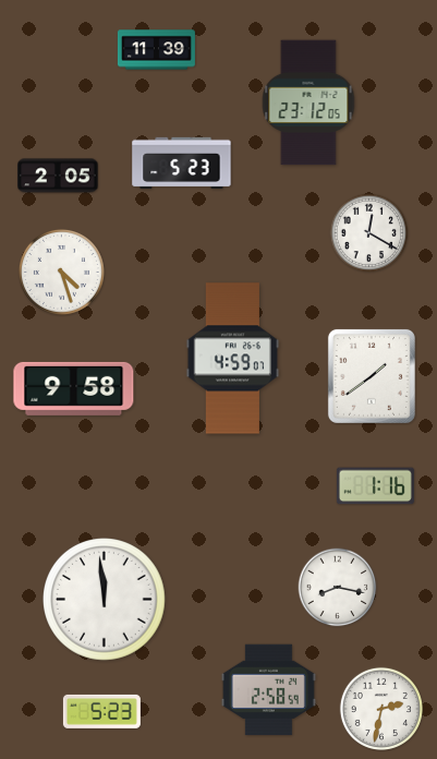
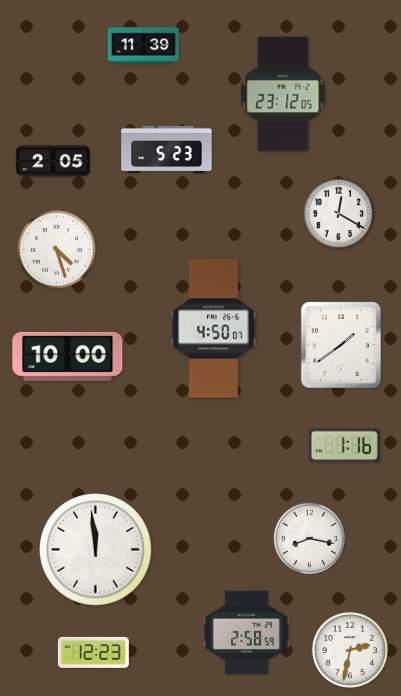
clock at (233, 359): 4:59 -> 4:50
clock at (74, 388): 9:58 -> 10:00
clock at (101, 711): 5:23 -> 12:23
